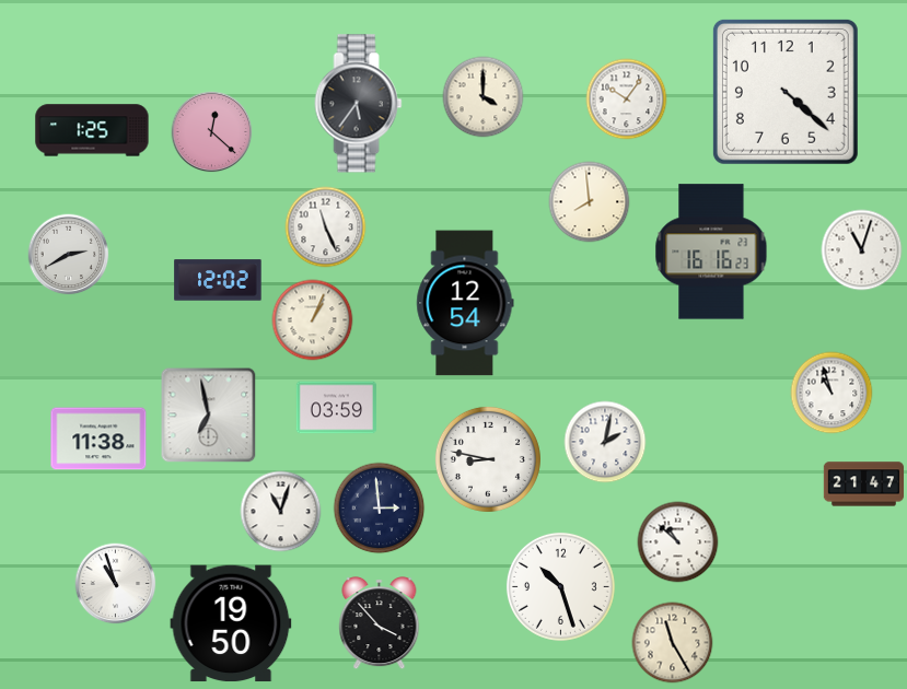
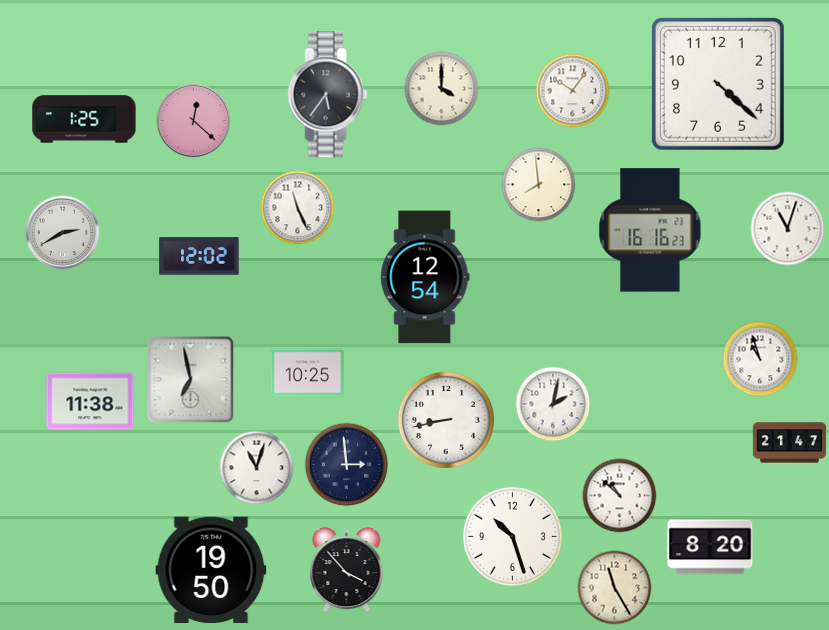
clock at (313, 320): 1:04 -> none
clock at (336, 408): 03:59 -> 10:25
clock at (488, 459): 8:47 -> 8:43
clock at (116, 584): 10:57 -> none
clock at (710, 547): none -> 8:20
